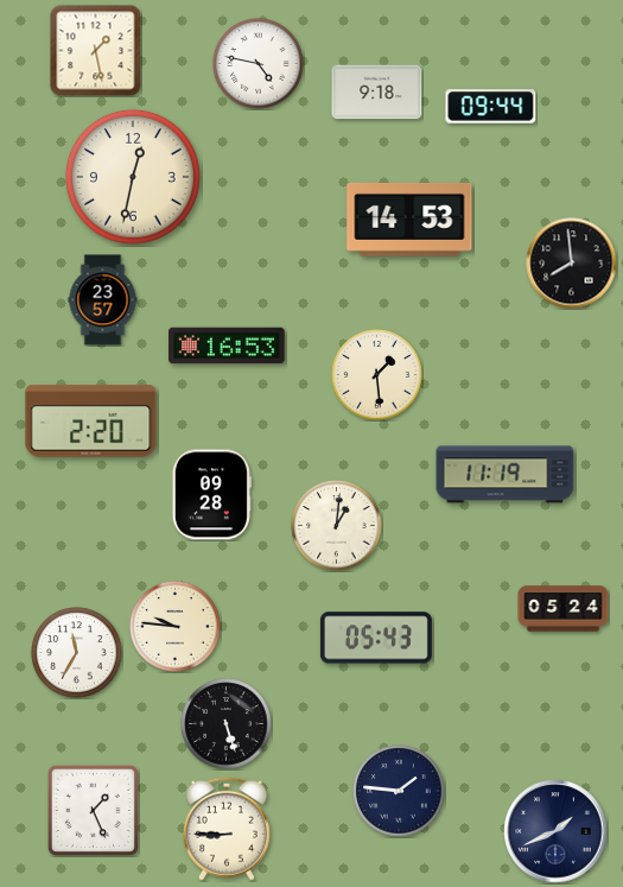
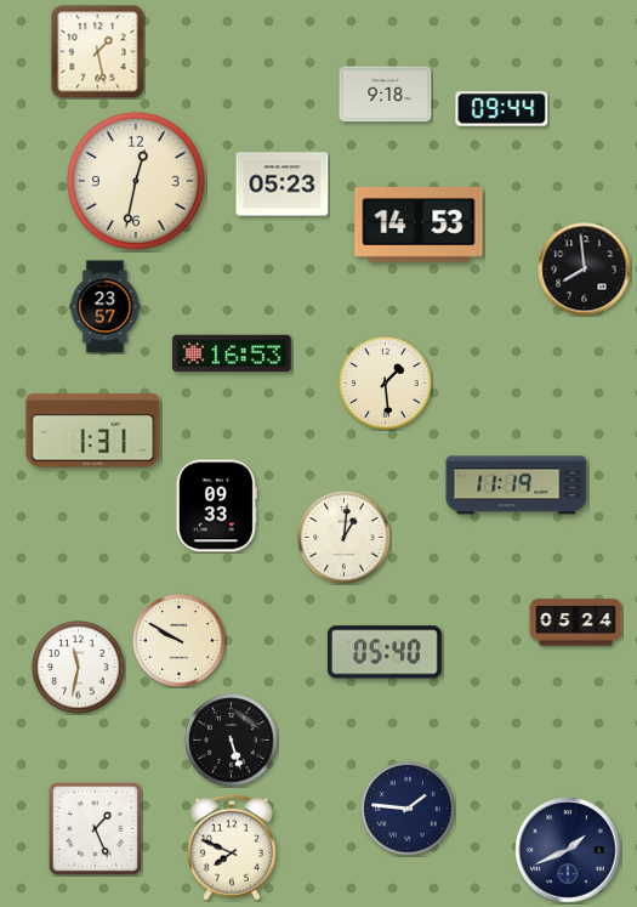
clock at (259, 64): 4:47 -> none
clock at (283, 185): none -> 05:23
clock at (91, 422): 2:20 -> 1:31
clock at (211, 495): 09:28 -> 09:33
clock at (176, 627): 9:46 -> 9:50
clock at (376, 638): 05:43 -> 05:40
clock at (77, 653): 11:35 -> 11:32
clock at (227, 829): 8:45 -> 7:49
